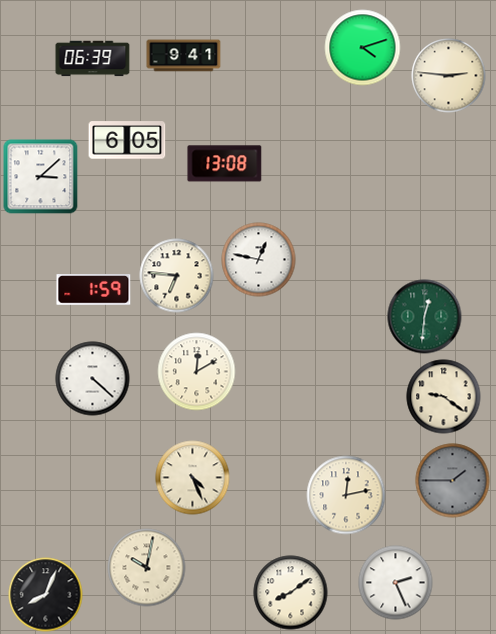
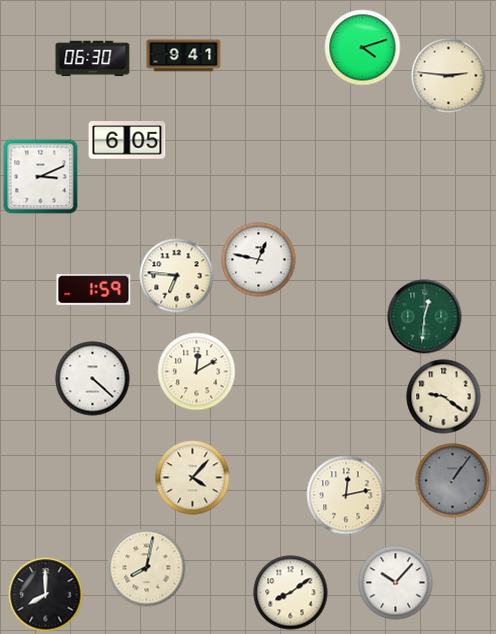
clock at (93, 59): 06:39 -> 06:30
clock at (225, 164): 13:08 -> none
clock at (41, 177): 3:08 -> 3:11
clock at (193, 478): 4:26 -> 4:07
clock at (453, 481): 1:45 -> 1:06
clock at (147, 568): 10:02 -> 8:02
clock at (396, 583): 2:26 -> 10:07
clock at (46, 595): 8:04 -> 8:00
